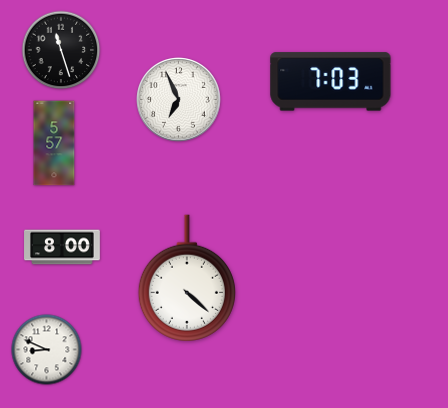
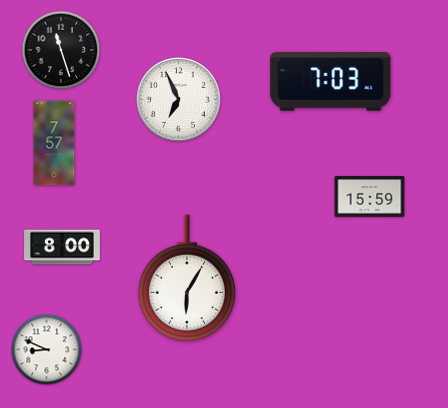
clock at (54, 143): 5:57 -> 7:57
clock at (370, 197): none -> 15:59
clock at (187, 278): 4:22 -> 6:05
